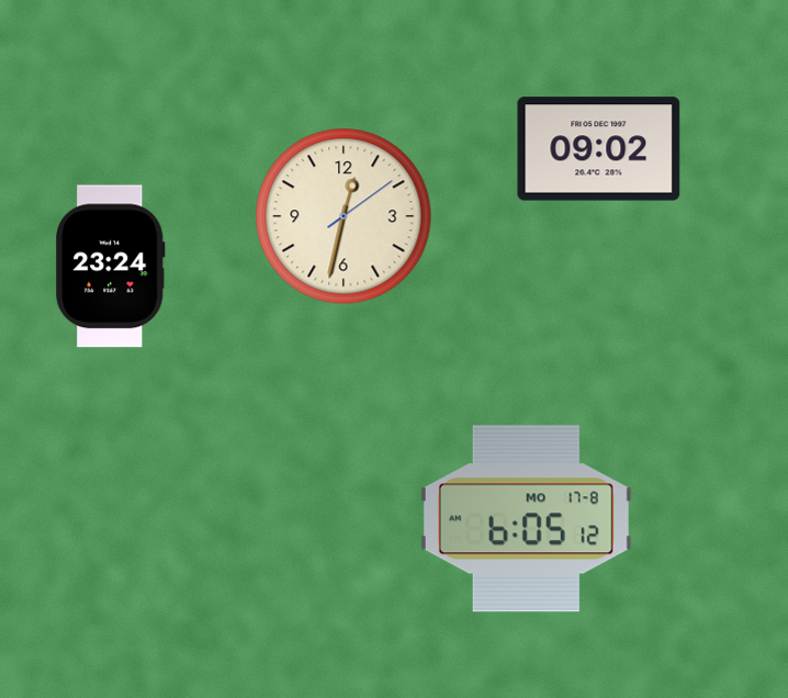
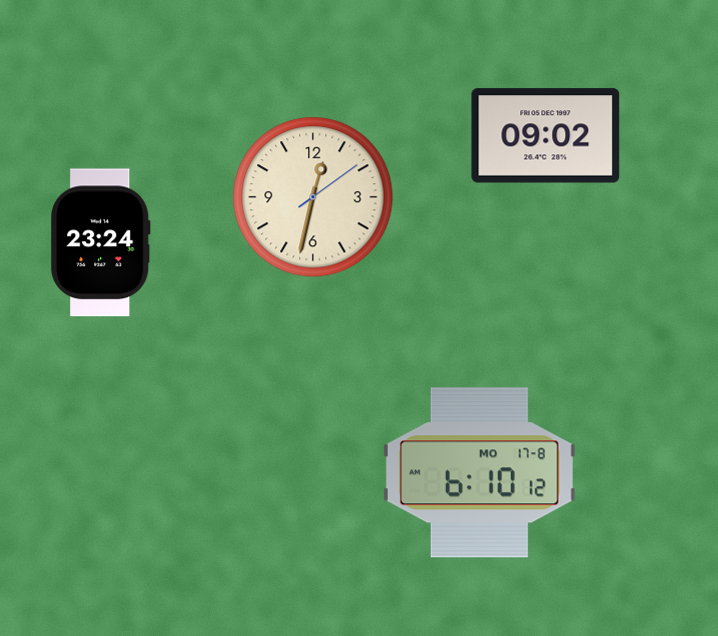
clock at (526, 519): 6:05 -> 6:10
